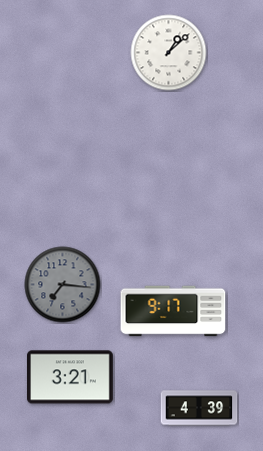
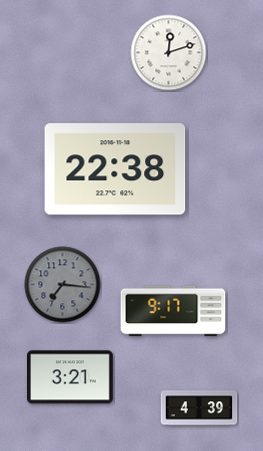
clock at (169, 53): 1:08 -> 12:12
clock at (115, 169): none -> 22:38
